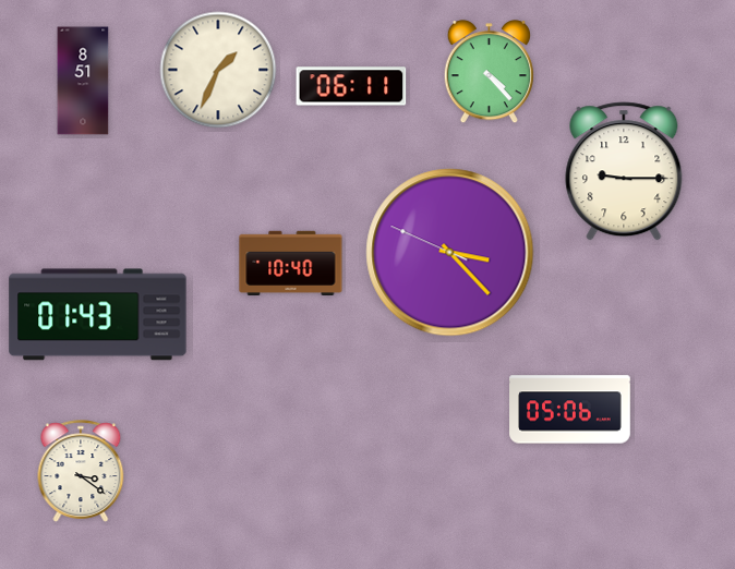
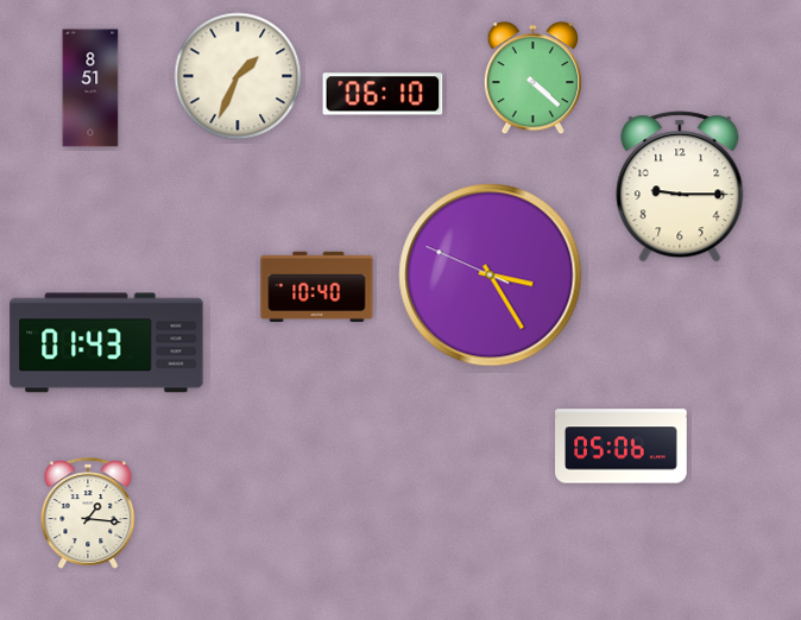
clock at (489, 72): 4:23 -> 4:22
clock at (351, 86): 06:11 -> 06:10
clock at (450, 253): 3:22 -> 3:24
clock at (81, 471): 3:21 -> 1:16
